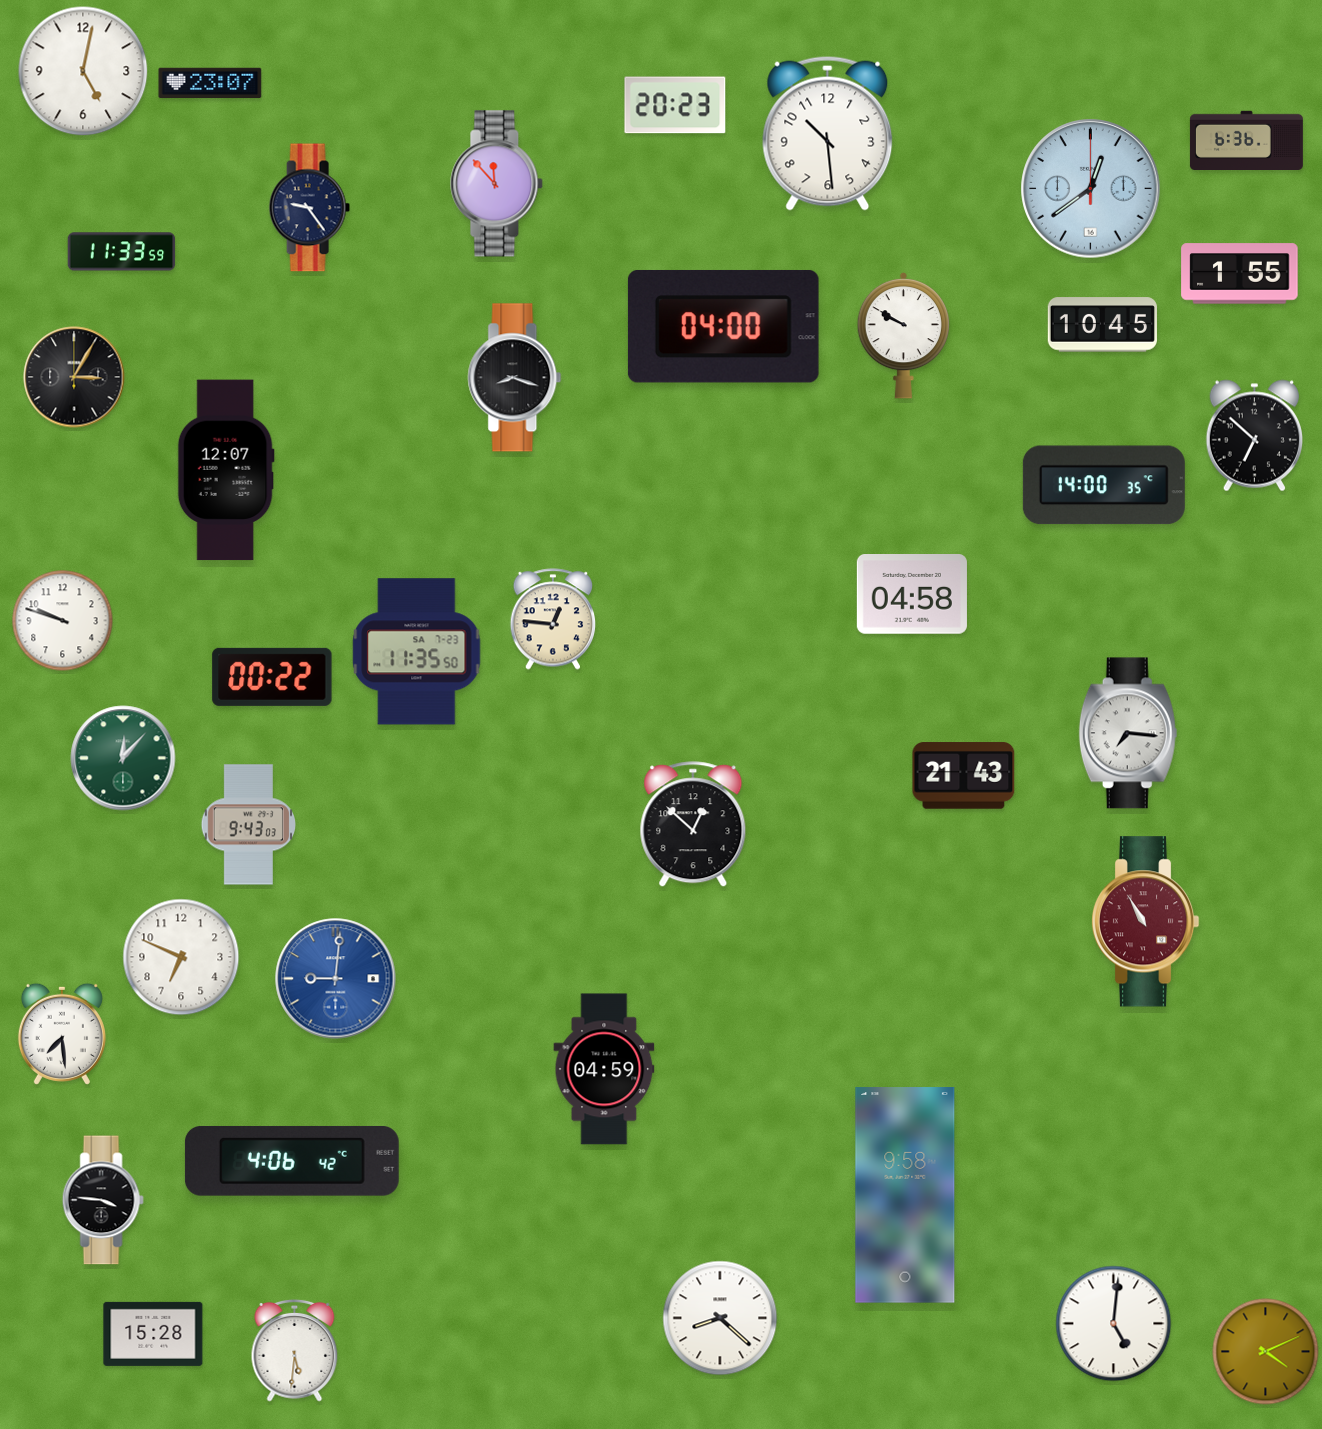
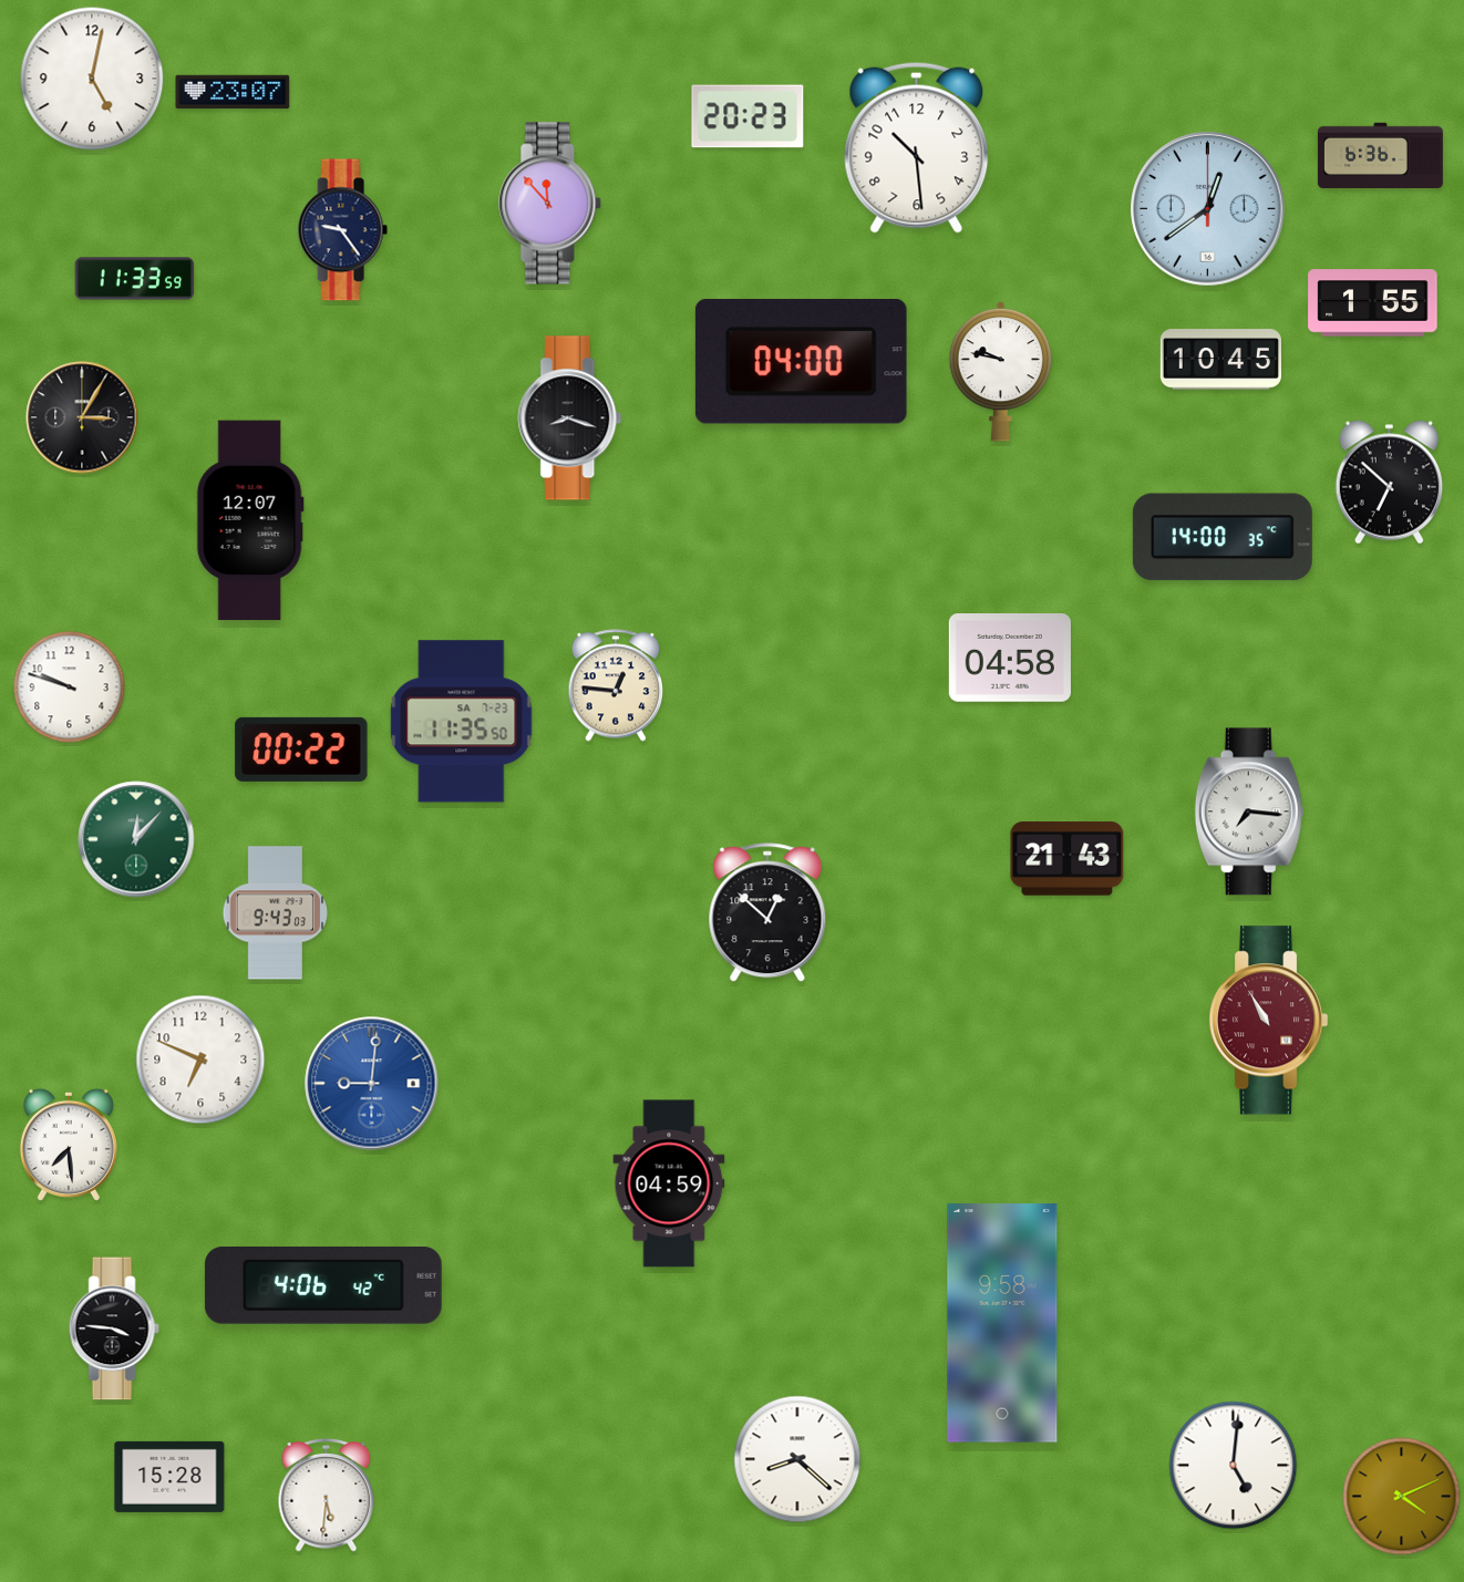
clock at (903, 335): 9:50 -> 9:47
clock at (553, 619) position: (553, 619) -> (616, 685)
